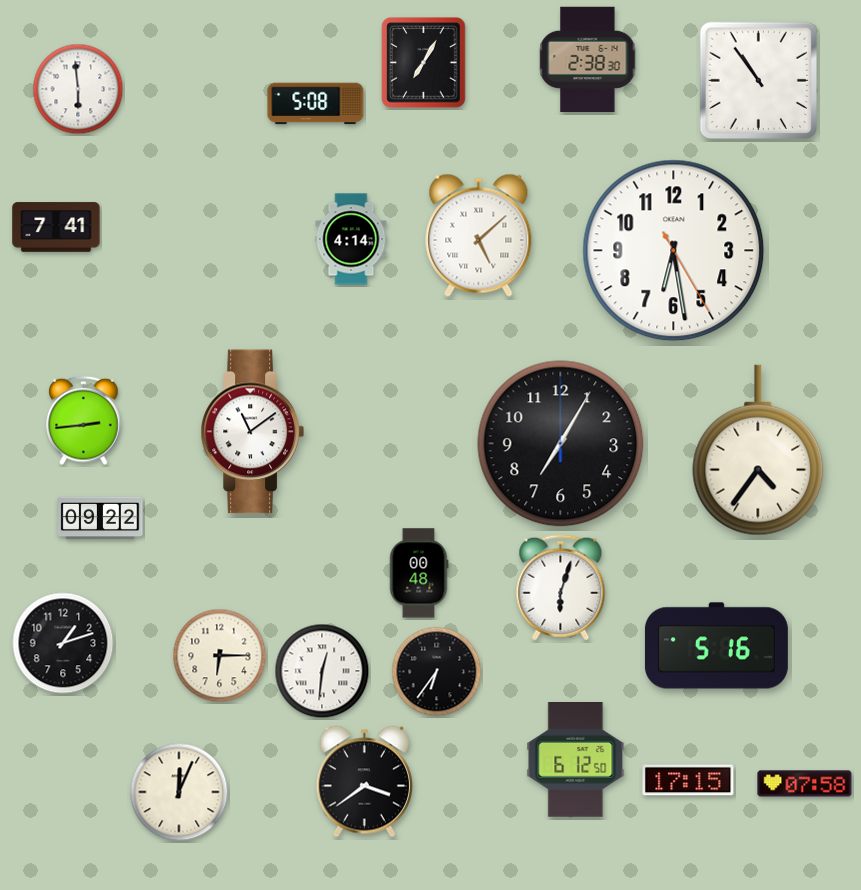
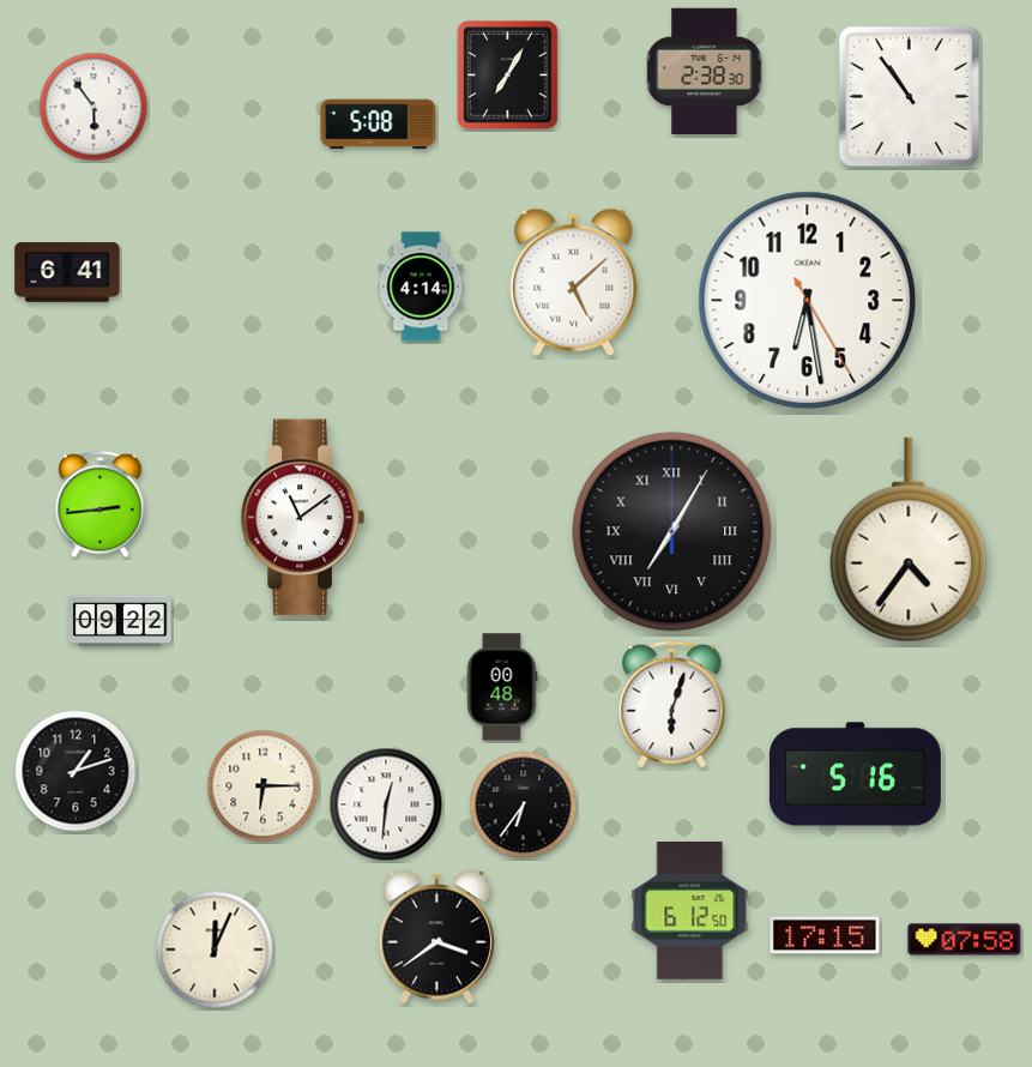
clock at (78, 89): 5:59 -> 5:54
clock at (56, 227): 7:41 -> 6:41
clock at (561, 444) numerals: Arabic -> Roman
clock at (716, 646) position: (716, 646) -> (855, 774)
